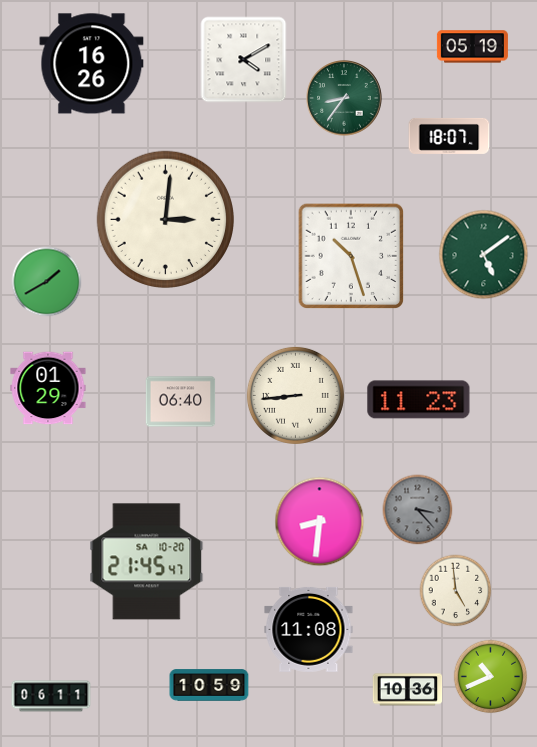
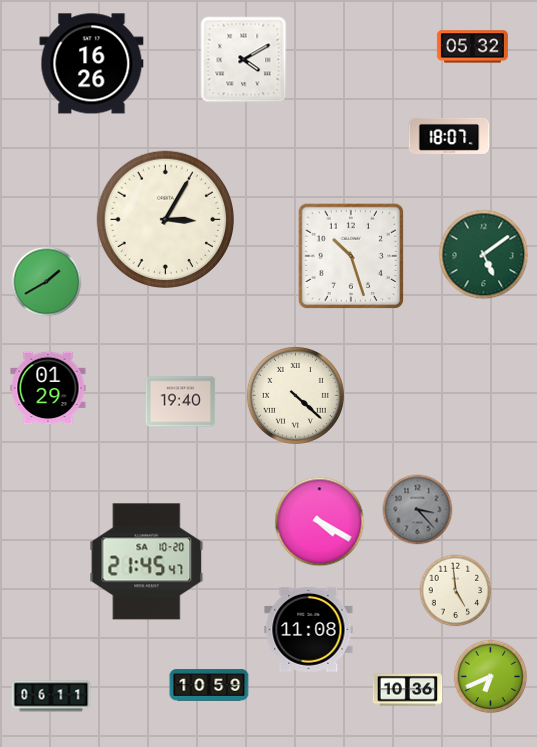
clock at (472, 47): 05:19 -> 05:32
clock at (344, 98): 8:36 -> none
clock at (165, 219): 3:01 -> 3:05
clock at (295, 395): 8:44 -> 4:22
clock at (419, 400): 11:23 -> none
clock at (181, 402): 06:40 -> 19:40
clock at (320, 522): 8:31 -> 4:20
clock at (491, 677): 10:41 -> 6:41
